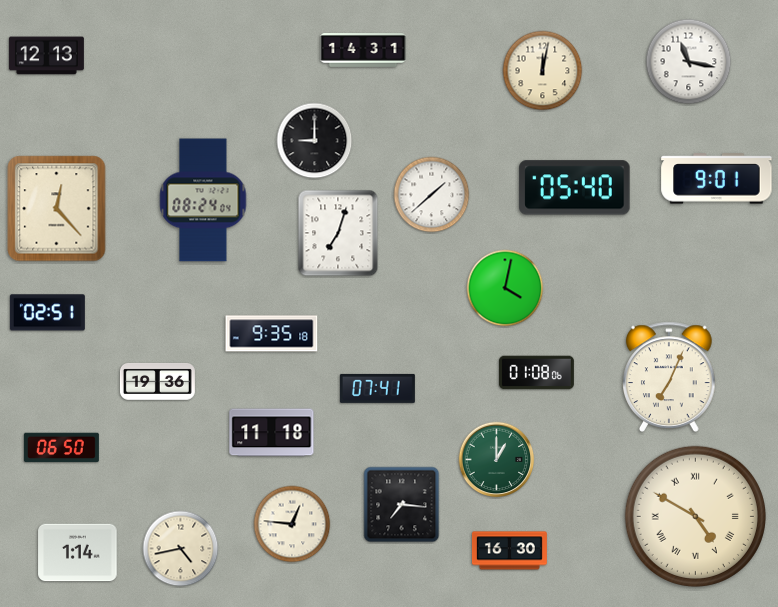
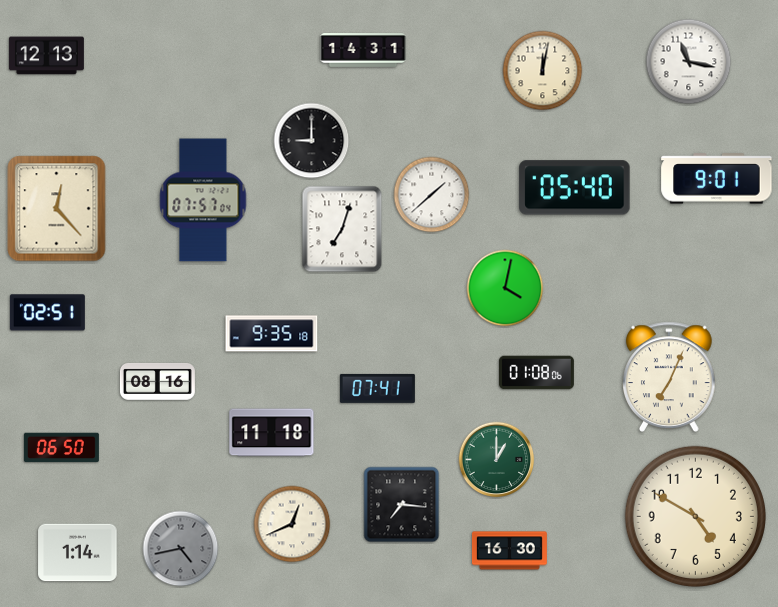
clock at (315, 141) position: (315, 141) -> (312, 141)
clock at (203, 200): 08:24 -> 07:57
clock at (338, 233) position: (338, 233) -> (342, 229)
clock at (157, 382): 19:36 -> 08:16
clock at (695, 516) numerals: Roman -> Arabic
clock at (292, 524): 12:46 -> 12:41
clock at (181, 549) dial: cream -> grey
